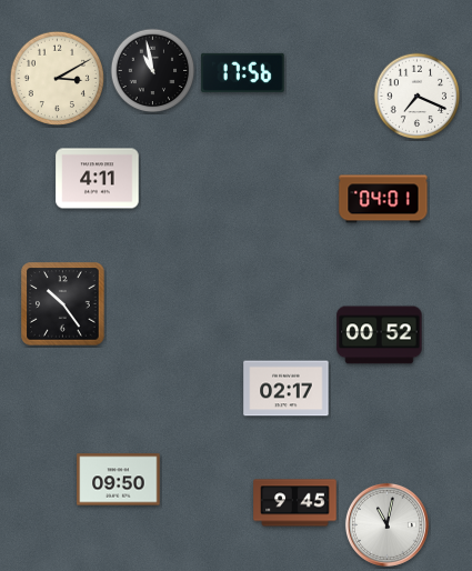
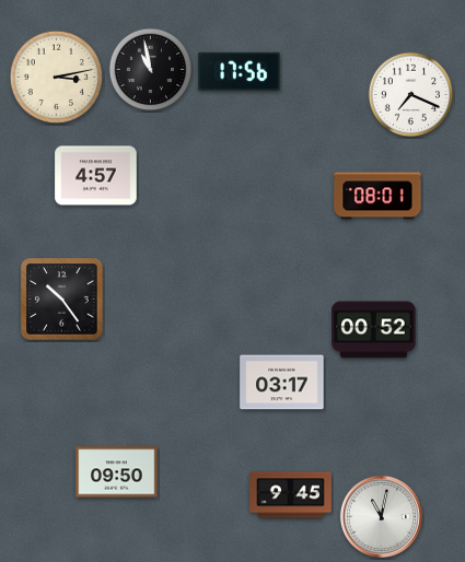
clock at (58, 79): 3:10 -> 3:13
clock at (98, 179): 4:11 -> 4:57
clock at (383, 199): 04:01 -> 08:01
clock at (287, 389): 02:17 -> 03:17
